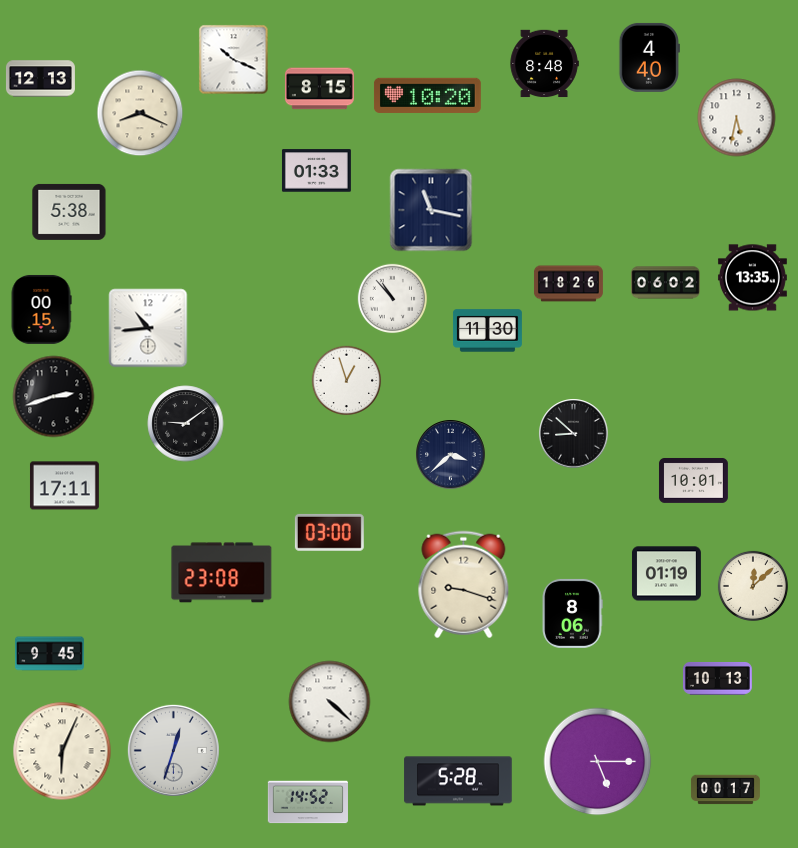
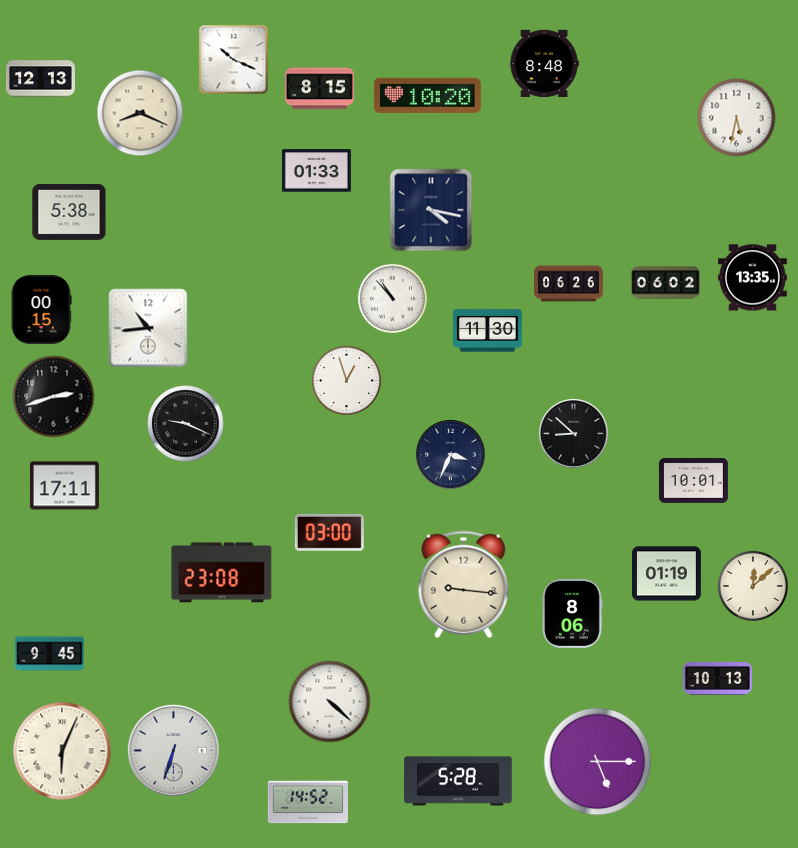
clock at (649, 57): 4:40 -> none
clock at (431, 210): 11:17 -> 4:17
clock at (568, 284): 18:26 -> 06:26
clock at (186, 424): 9:09 -> 9:19
clock at (451, 455): 3:38 -> 3:34
clock at (464, 585): 9:18 -> 9:16
clock at (173, 750): 12:33 -> 6:33
clock at (726, 790): 00:17 -> none
